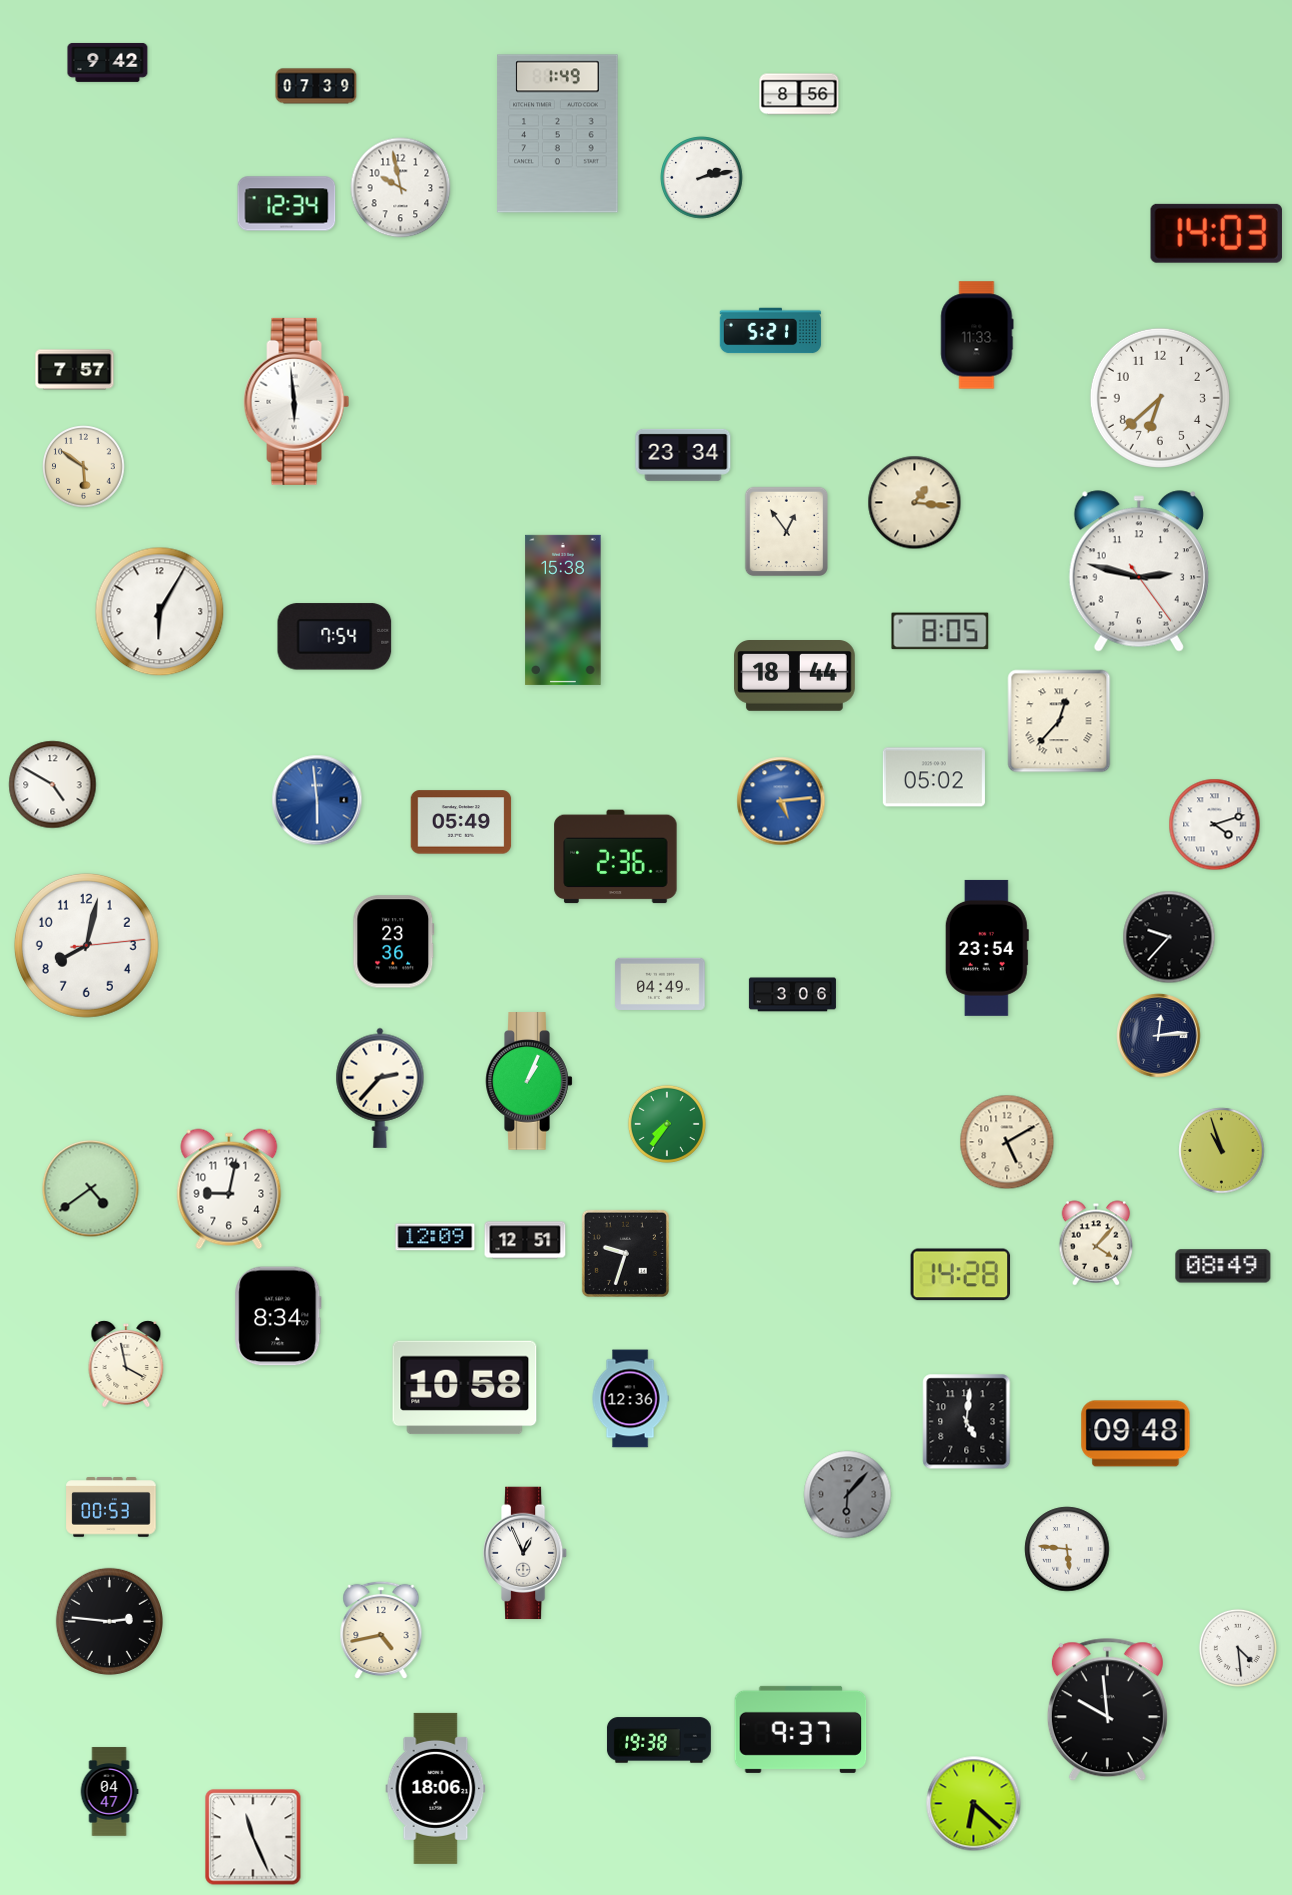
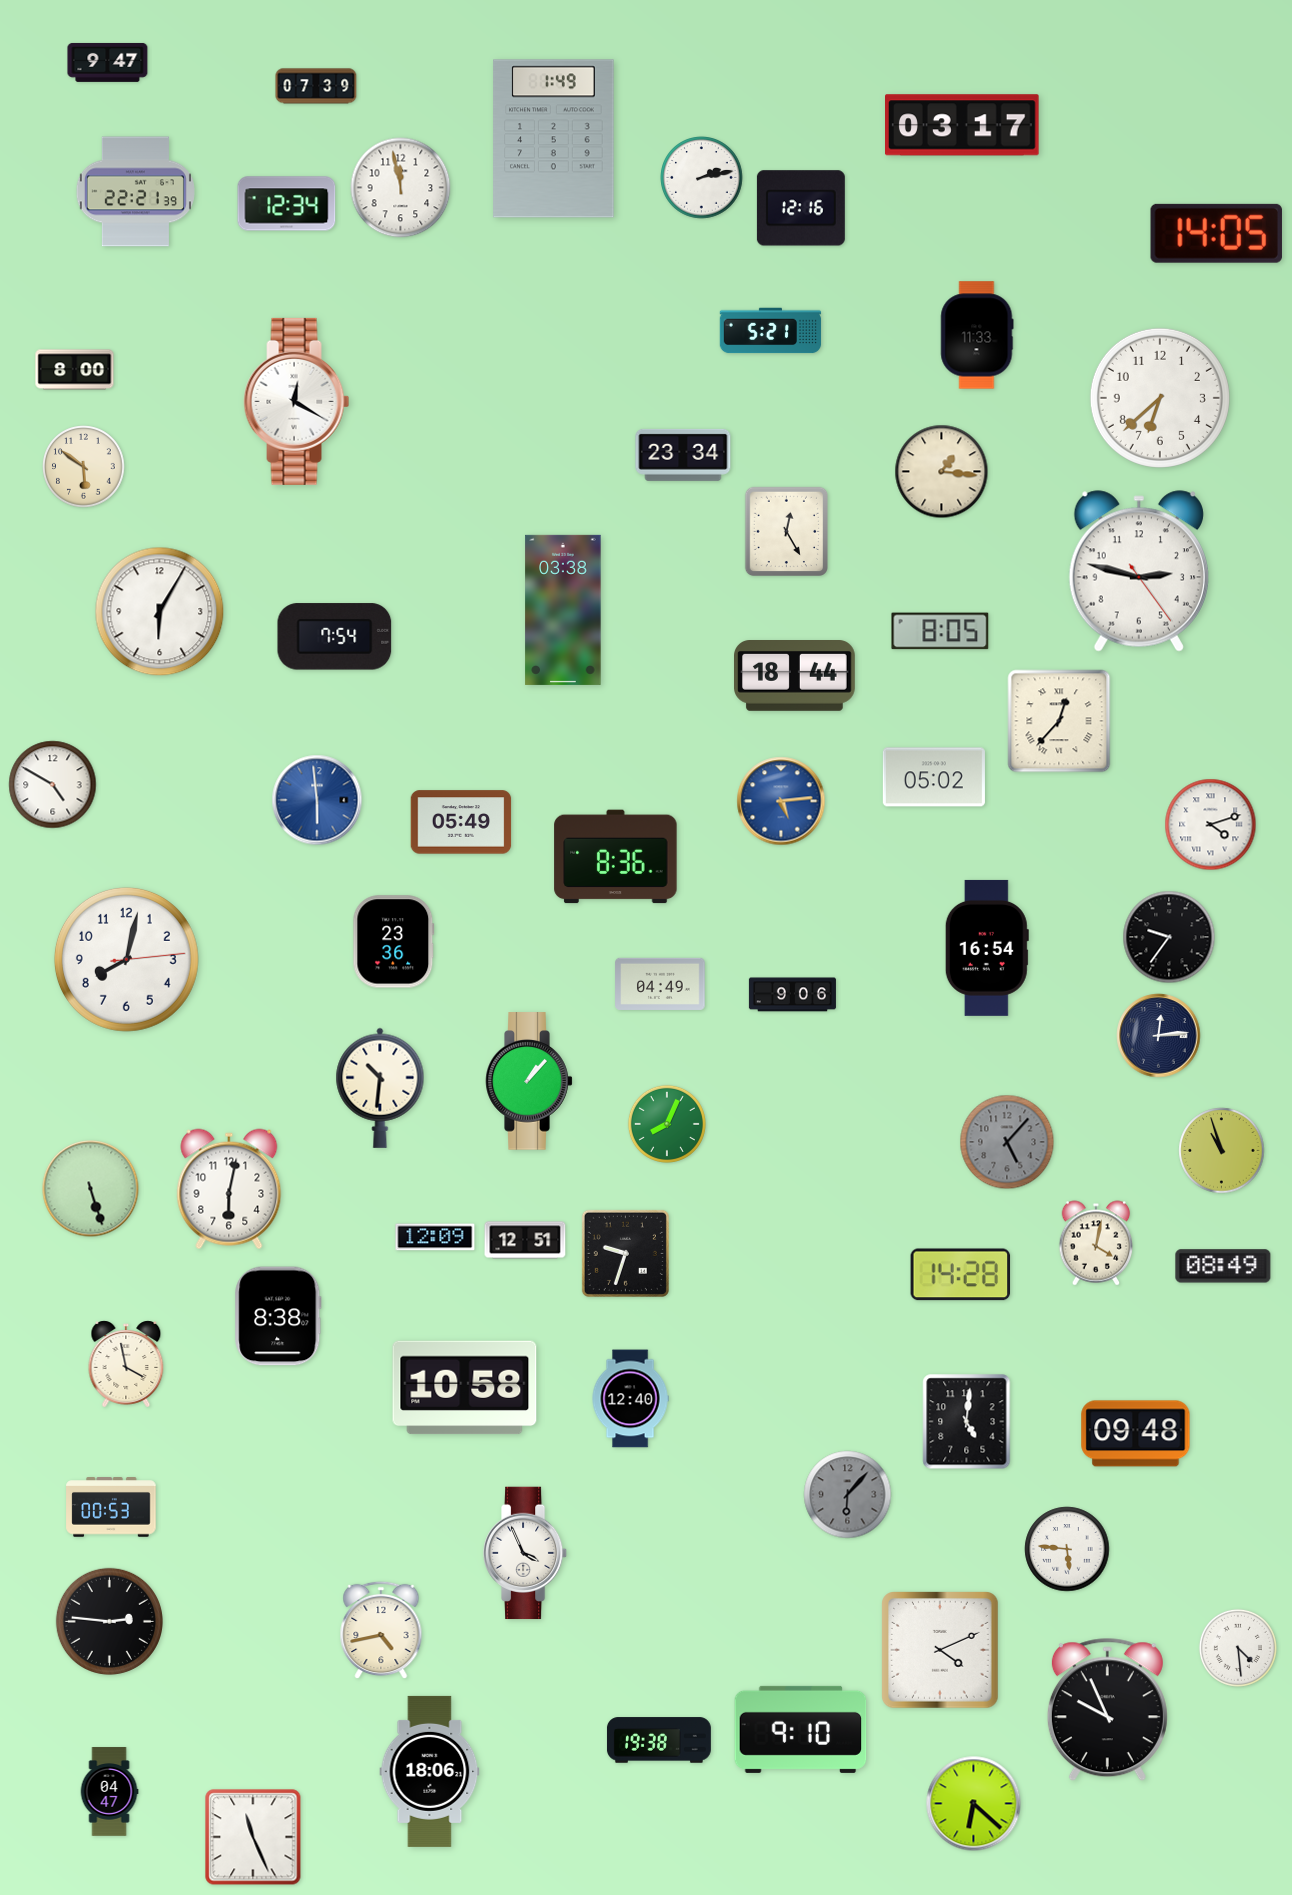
clock at (108, 62): 9:42 -> 9:47
clock at (799, 94): 8:56 -> none
clock at (963, 125): none -> 03:17
clock at (558, 134) position: (558, 134) -> (554, 139)
clock at (401, 188): 9:58 -> 11:58
clock at (135, 192): none -> 22:21
clock at (801, 208): none -> 12:16
clock at (1216, 233): 14:03 -> 14:05
clock at (75, 370): 7:57 -> 8:00
clock at (297, 401): 5:59 -> 12:20
clock at (915, 503) position: (915, 503) -> (942, 472)
clock at (786, 531): 12:54 -> 12:25
clock at (563, 610): 15:38 -> 03:38
clock at (1215, 825) position: (1215, 825) -> (1211, 825)
clock at (616, 857): 2:36 -> 8:36
clock at (1169, 937): 9:37 -> 9:36
clock at (86, 945) position: (86, 945) -> (126, 959)
clock at (987, 948): 23:54 -> 16:54
clock at (792, 995): 3:06 -> 9:06
clock at (529, 1081): 1:04 -> 1:07
clock at (380, 1088): 2:37 -> 10:31
clock at (667, 1124): 7:36 -> 8:04
clock at (1007, 1142): 5:10 -> 5:07
clock at (1007, 1142) dial: cream -> grey
clock at (91, 1189): 4:39 -> 5:27
clock at (229, 1189): 9:02 -> 6:02
clock at (1096, 1243): 4:07 -> 4:02
clock at (278, 1316): 8:34 -> 8:38
clock at (630, 1399): 12:36 -> 12:40
clock at (525, 1553): 12:56 -> 3:56
clock at (941, 1651): none -> 4:11
clock at (1107, 1710): 9:59 -> 9:56
clock at (801, 1729): 9:37 -> 9:10
clock at (436, 1788) position: (436, 1788) -> (430, 1771)
